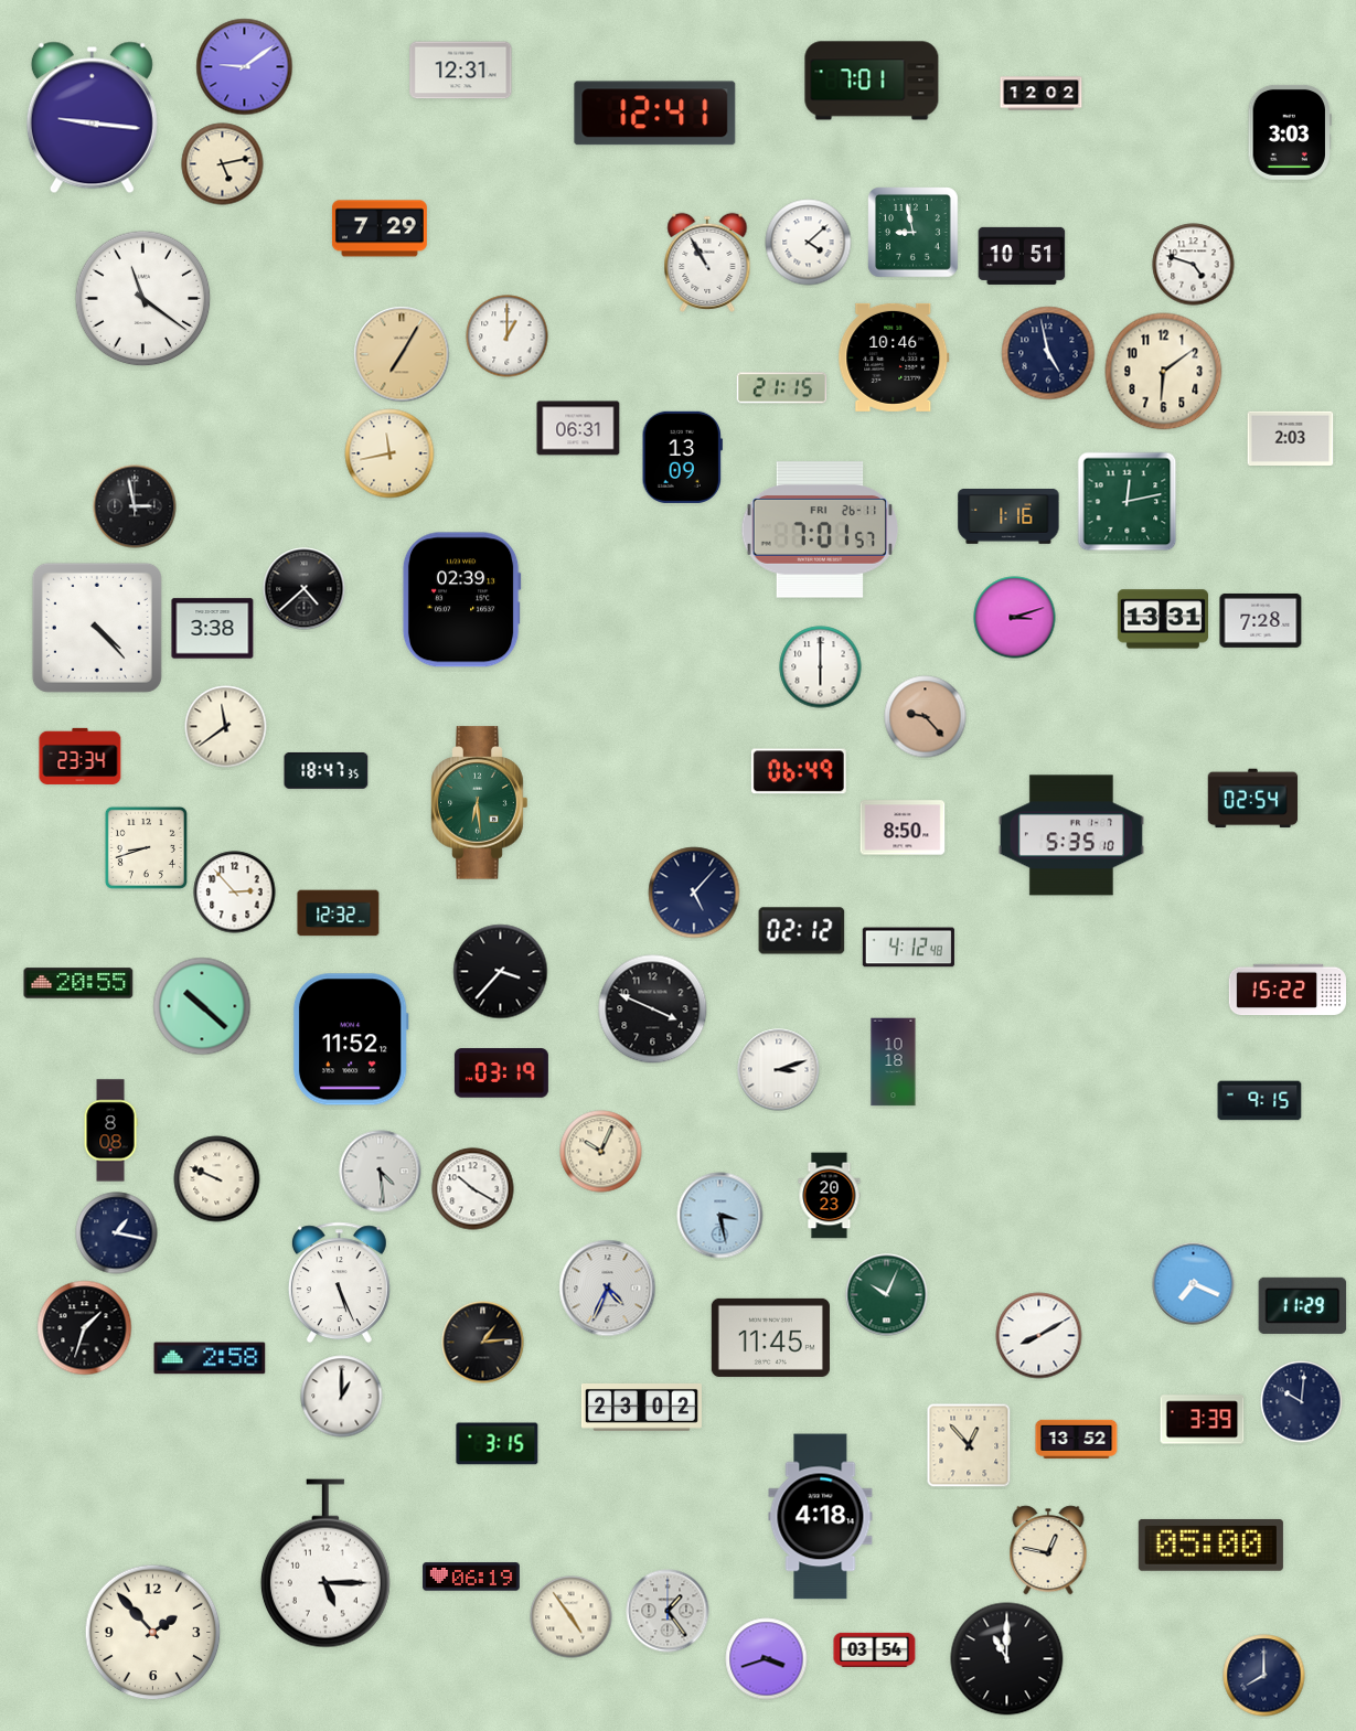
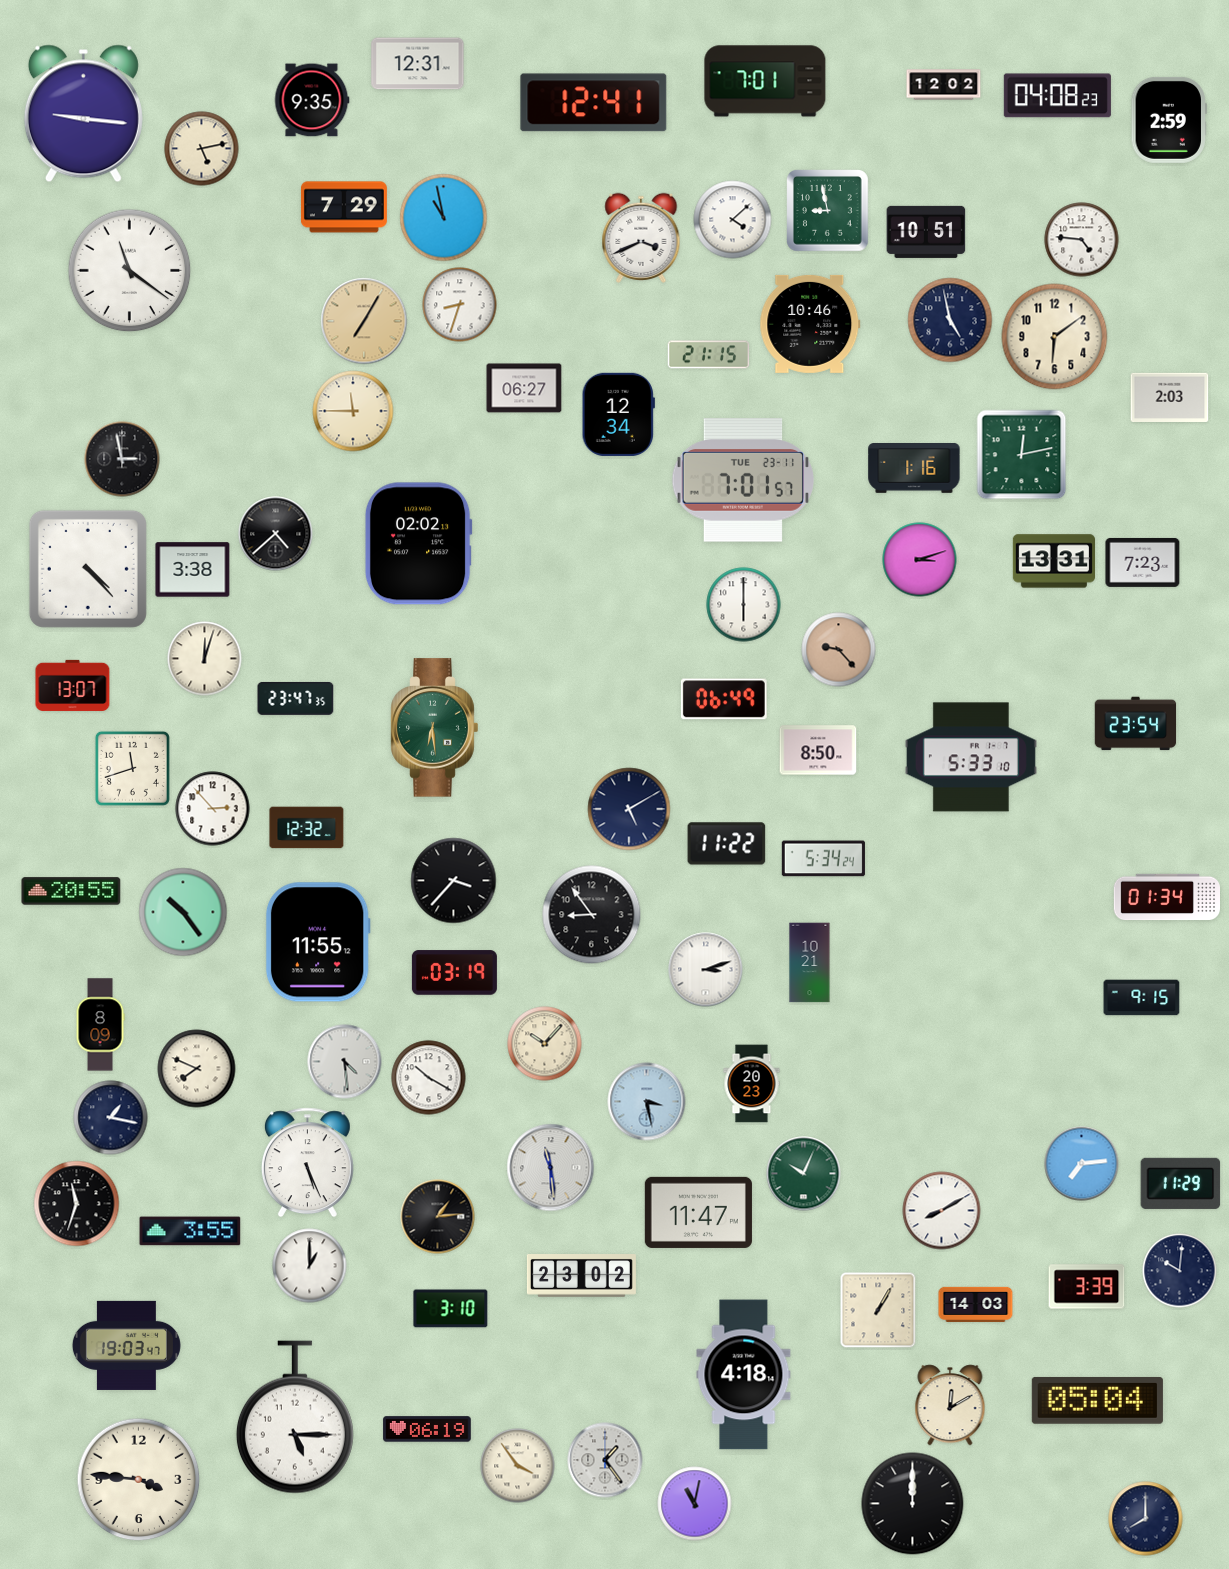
clock at (245, 67): 9:09 -> none
clock at (872, 81) position: (872, 81) -> (765, 81)
clock at (1057, 96): none -> 04:08
clock at (312, 100): none -> 9:35
clock at (92, 118) position: (92, 118) -> (83, 114)
clock at (1289, 132): 3:03 -> 2:59
clock at (444, 218): none -> 10:58
clock at (707, 263): 10:55 -> 3:41
clock at (1194, 265): 4:48 -> 4:46
clock at (508, 336): 1:00 -> 8:33
clock at (782, 388) position: (782, 388) -> (709, 355)
clock at (578, 428): 06:31 -> 06:27
clock at (389, 453): 11:43 -> 11:45
clock at (682, 457): 13:09 -> 12:34
clock at (819, 530) date: FRI 26-11 -> TUE 23-11
clock at (461, 600): 02:39 -> 02:02
clock at (1261, 620): 7:28 -> 7:23
clock at (226, 727): 11:39 -> 12:03
clock at (81, 756): 23:34 -> 13:07
clock at (327, 770): 18:47 -> 23:47
clock at (1253, 799): 02:54 -> 23:54
clock at (1071, 835): 5:35 -> 5:33
clock at (146, 847): 8:42 -> 11:42
clock at (694, 893): 5:07 -> 5:10
clock at (802, 931): 02:12 -> 11:22
clock at (908, 948): 4:12 -> 5:34
clock at (1286, 990): 15:22 -> 01:34
clock at (202, 1006): 10:22 -> 10:24
clock at (653, 1009): 3:49 -> 8:54
clock at (351, 1039): 11:52 -> 11:55
clock at (894, 1062): 10:18 -> 10:21
clock at (110, 1131): 8:08 -> 8:09
clock at (601, 1152): 10:04 -> 10:07
clock at (217, 1179): 9:49 -> 7:49
clock at (720, 1216) position: (720, 1216) -> (647, 1102)
clock at (117, 1233) position: (117, 1233) -> (111, 1118)
clock at (1194, 1284): 7:19 -> 7:14
clock at (608, 1289): 4:34 -> 11:29
clock at (85, 1328): 1:33 -> 11:33
clock at (770, 1337): 11:45 -> 11:47
clock at (210, 1358): 2:58 -> 3:55
clock at (1203, 1420) position: (1203, 1420) -> (1087, 1287)
clock at (1077, 1439): 13:52 -> 14:03
clock at (498, 1444): 3:15 -> 3:10
clock at (969, 1445): 12:53 -> 1:05
clock at (126, 1345): none -> 19:03
clock at (1210, 1545): 05:00 -> 05:04
clock at (1048, 1550): 12:47 -> 12:10
clock at (572, 1617): 4:54 -> 3:54
clock at (153, 1633): 1:53 -> 3:46
clock at (875, 1649): 03:54 -> none
clock at (767, 1659): 3:42 -> 11:02
clock at (1007, 1659): 11:00 -> 12:00
